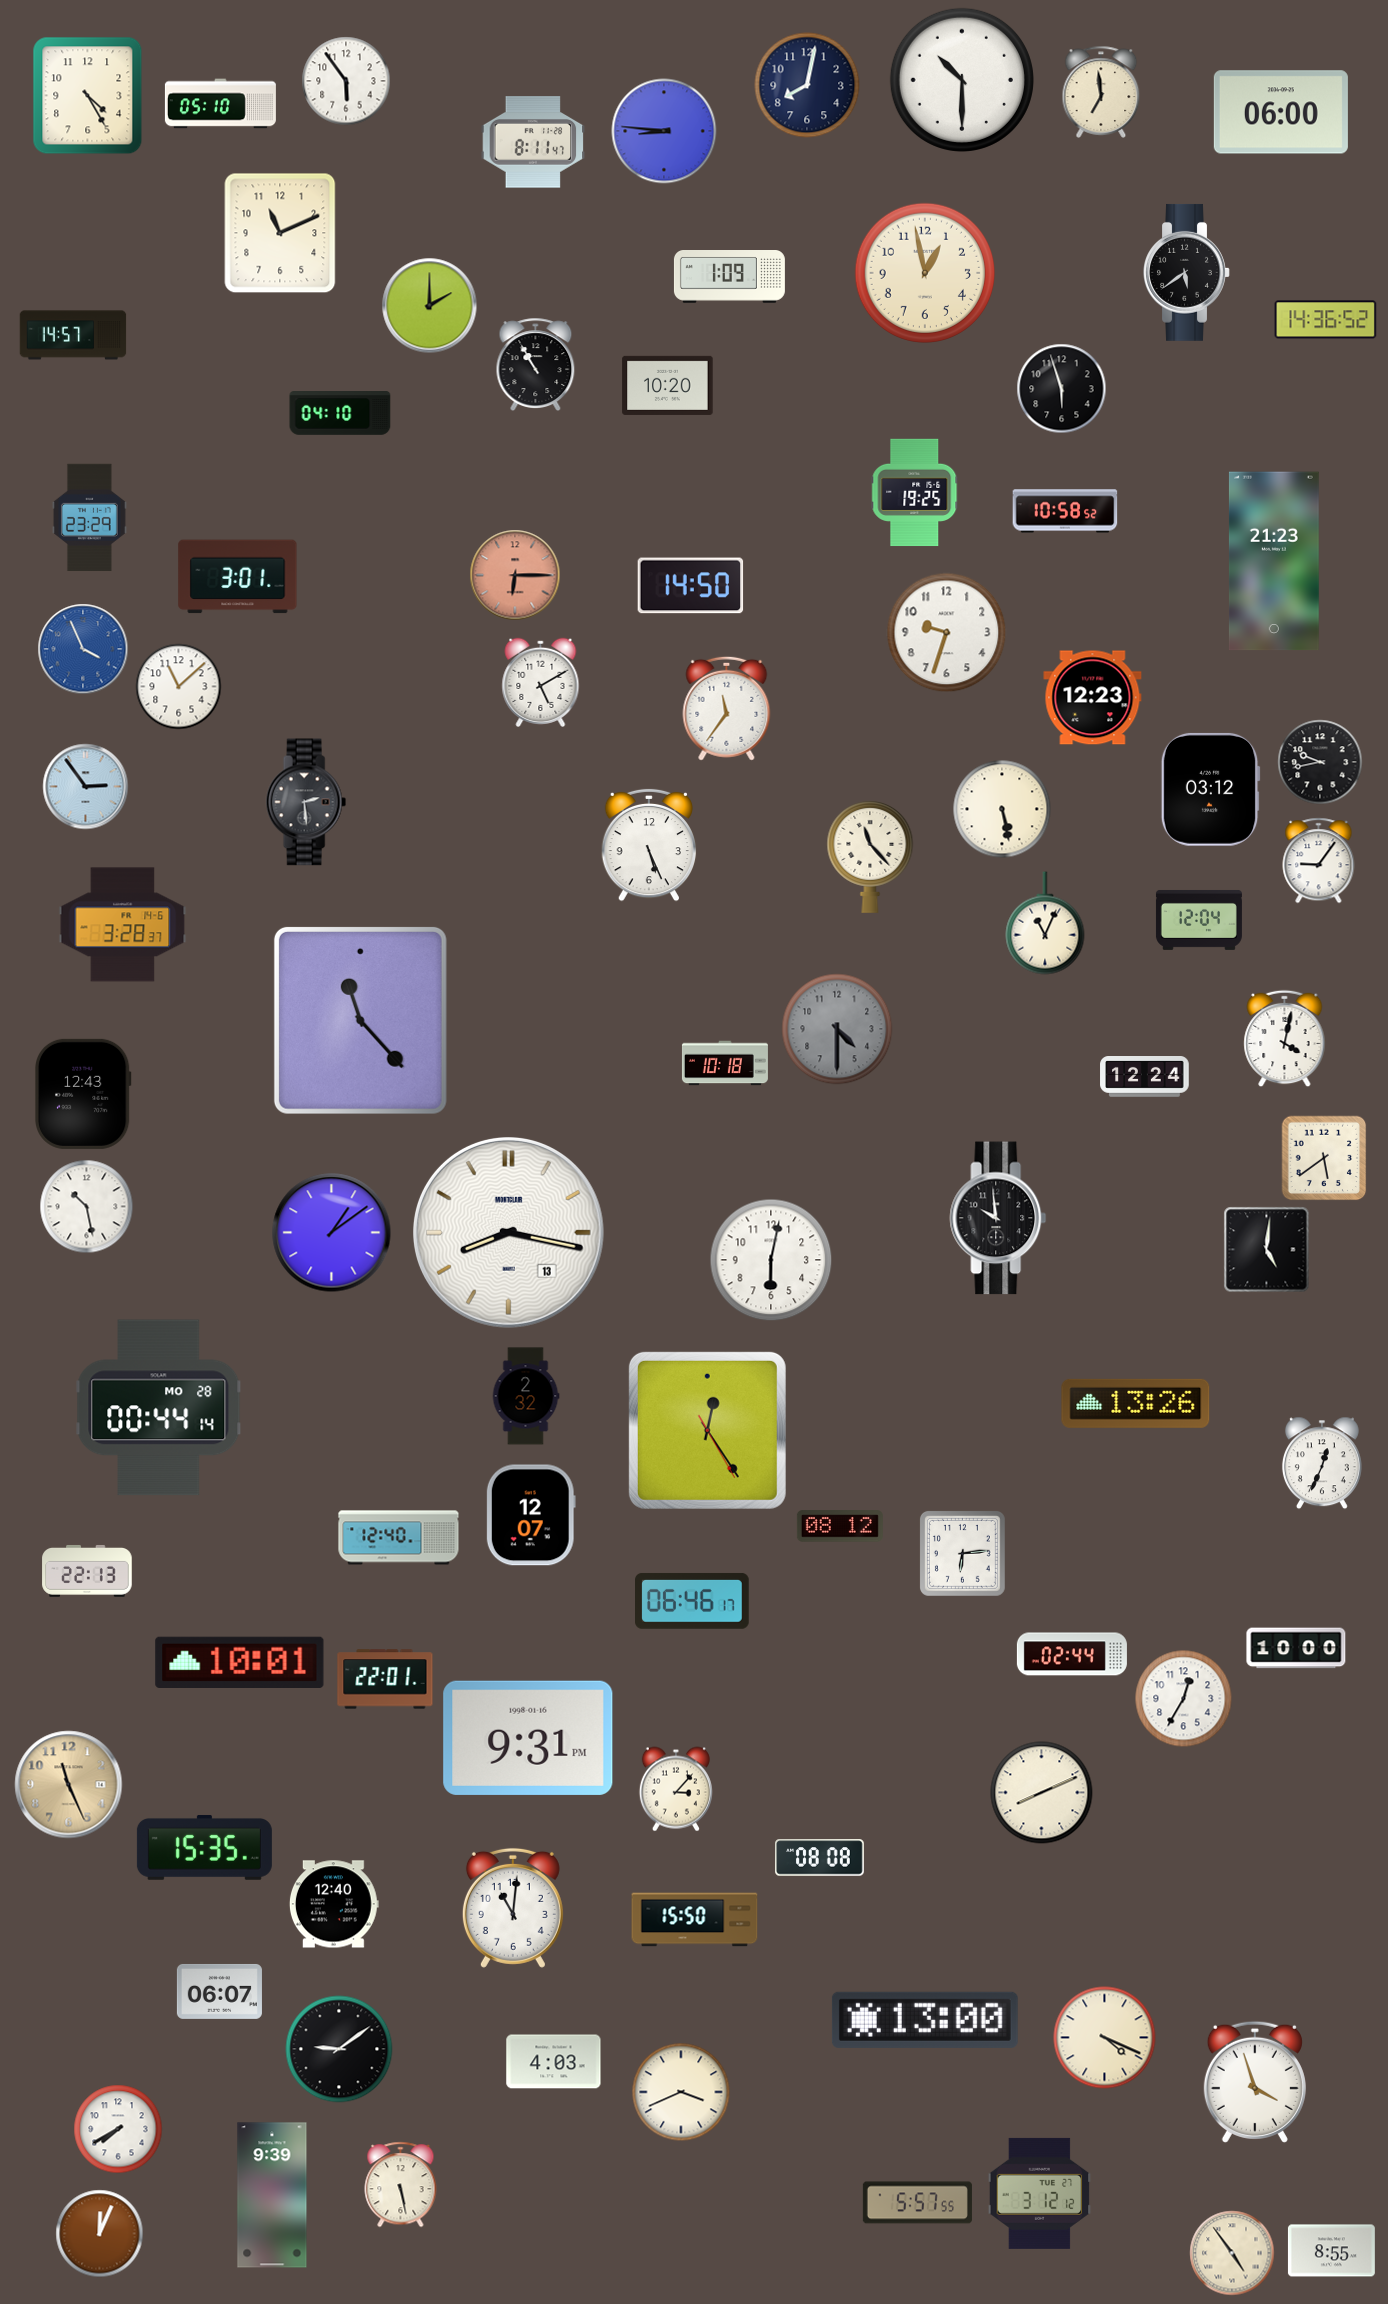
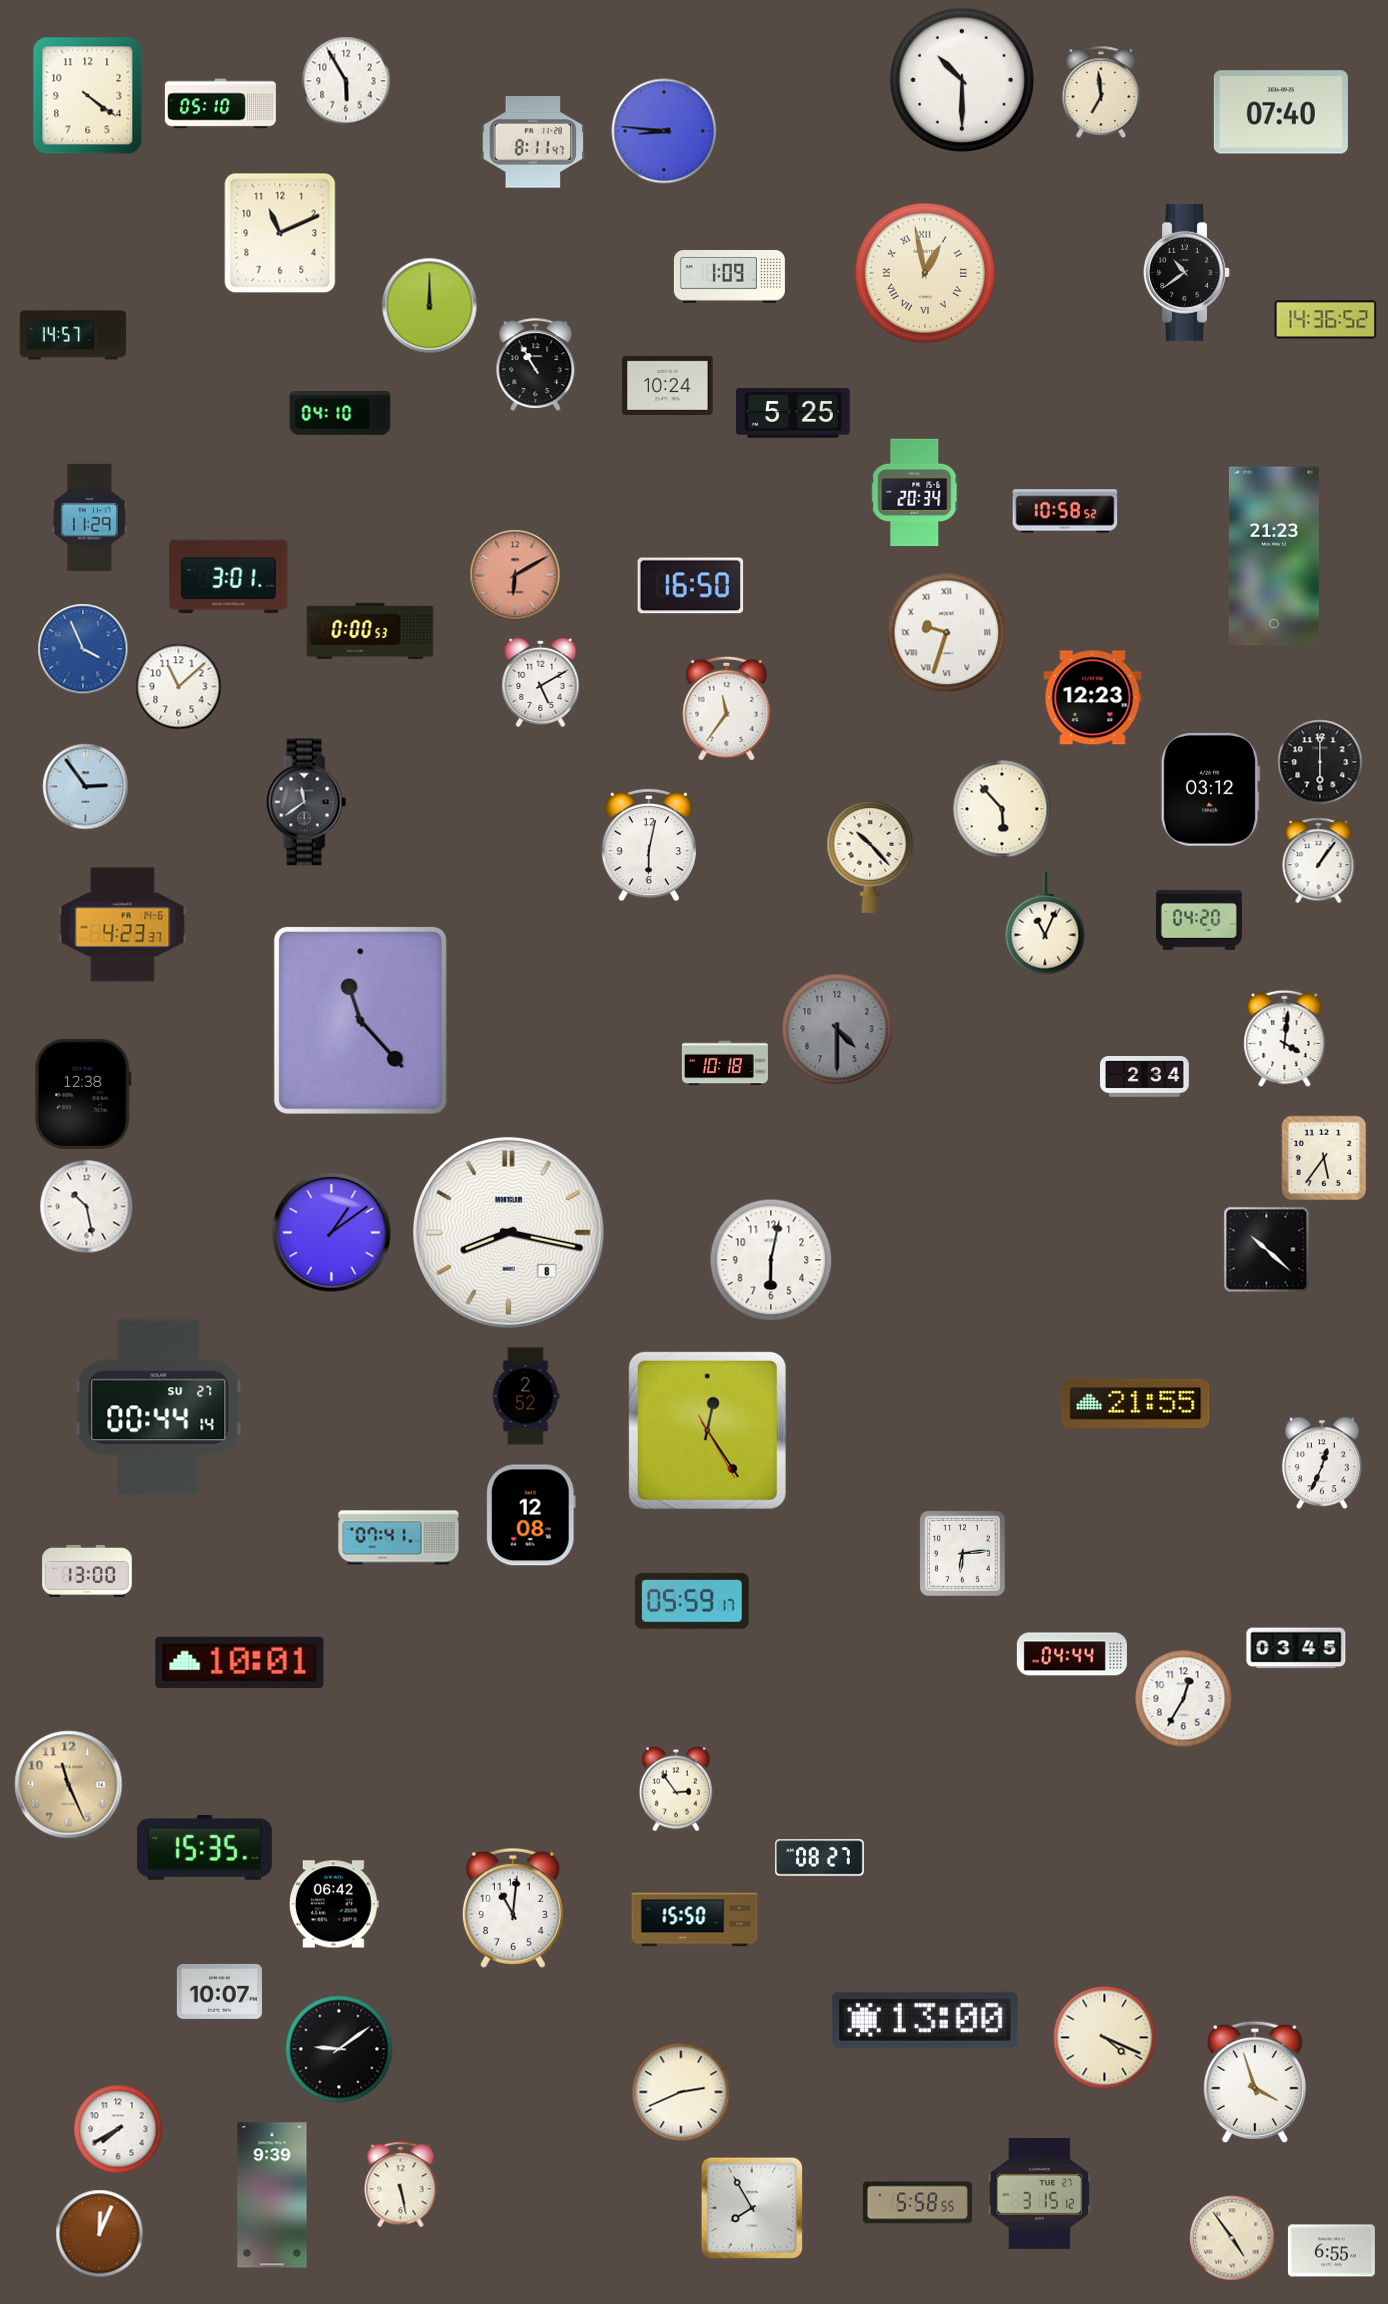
clock at (346, 81): 5:54 -> 5:55
clock at (807, 85): 8:02 -> none
clock at (88, 96): 4:25 -> 4:21
clock at (1281, 112): 06:00 -> 07:40
clock at (924, 272) numerals: Arabic -> Roman
clock at (1187, 272): 5:39 -> 10:39
clock at (430, 306): 2:00 -> 12:00
clock at (668, 385): 10:20 -> 10:24
clock at (1062, 389): 5:57 -> none
clock at (793, 413): none -> 5:25
clock at (915, 493): 19:25 -> 20:34
clock at (89, 518): 23:29 -> 11:29
clock at (1274, 561) position: (1274, 561) -> (1274, 556)
clock at (515, 575): 6:15 -> 6:10
clock at (238, 577) position: (238, 577) -> (229, 577)
clock at (691, 586): 14:50 -> 16:50
clock at (370, 630): none -> 0:00
clock at (947, 633) numerals: Arabic -> Roman
clock at (1320, 762): 9:43 -> 6:00
clock at (306, 802): 2:29 -> 11:39
clock at (1002, 809): 5:28 -> 5:53
clock at (649, 845): 5:26 -> 6:02
clock at (870, 856): 11:23 -> 10:23
clock at (1319, 861): 9:06 -> 1:06
clock at (1199, 920): 12:04 -> 04:20
clock at (123, 925): 3:28 -> 4:23
clock at (1285, 1039): 4:02 -> 4:01
clock at (1145, 1077): 12:24 -> 2:34
clock at (83, 1094): 12:43 -> 12:38
clock at (1324, 1158): 5:39 -> 5:36
clock at (998, 1218): 9:59 -> none
clock at (509, 1233) date: 13 -> 8
clock at (1267, 1250): 5:01 -> 10:22
clock at (526, 1396): 2:32 -> 2:52
clock at (1136, 1403): 13:26 -> 21:55
clock at (159, 1408) date: MO 28 -> SU 27
clock at (531, 1515): 12:07 -> 12:08
clock at (840, 1526): 08:12 -> none
clock at (399, 1538): 12:40 -> 07:41
clock at (87, 1571): 22:13 -> 13:00
clock at (693, 1601): 06:46 -> 05:59
clock at (1296, 1648): 10:00 -> 03:45
clock at (1072, 1654): 02:44 -> 04:44
clock at (385, 1679): 22:01 -> none
clock at (528, 1738): 9:31 -> none
clock at (676, 1789): 3:07 -> 2:54
clock at (1042, 1793): 8:11 -> none
clock at (820, 1858): 08:08 -> 08:27
clock at (334, 1904): 12:40 -> 06:42
clock at (219, 1991): 06:07 -> 10:07
clock at (554, 2062): 4:03 -> none
clock at (681, 2092): 3:41 -> 2:41
clock at (1040, 2193): 3:12 -> 3:15
clock at (917, 2203): 5:57 -> 5:58
clock at (752, 2208): none -> 7:55
clock at (1331, 2251): 8:55 -> 6:55
clock at (1232, 2253) position: (1232, 2253) -> (1232, 2238)
